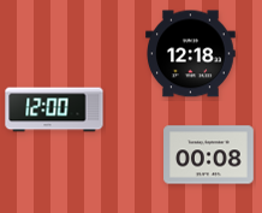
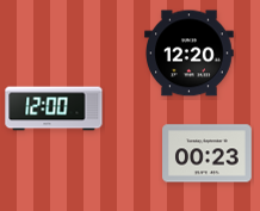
clock at (191, 54): 12:18 -> 12:20
clock at (209, 155): 00:08 -> 00:23
